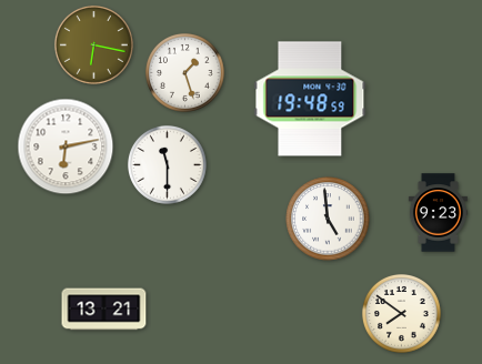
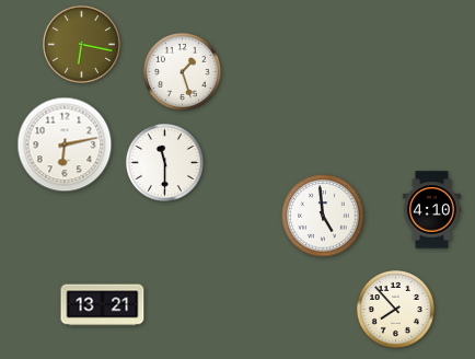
clock at (93, 44) position: (93, 44) -> (81, 44)
clock at (310, 99): 19:48 -> none
clock at (438, 213): 9:23 -> 4:10
clock at (401, 313): 7:51 -> 7:53
